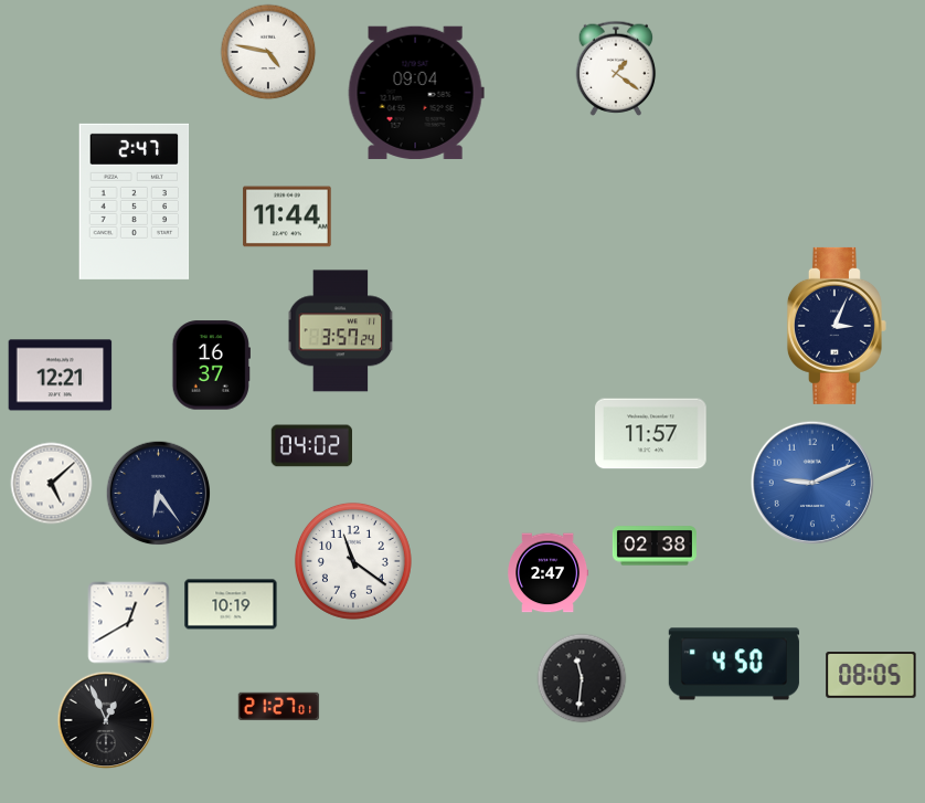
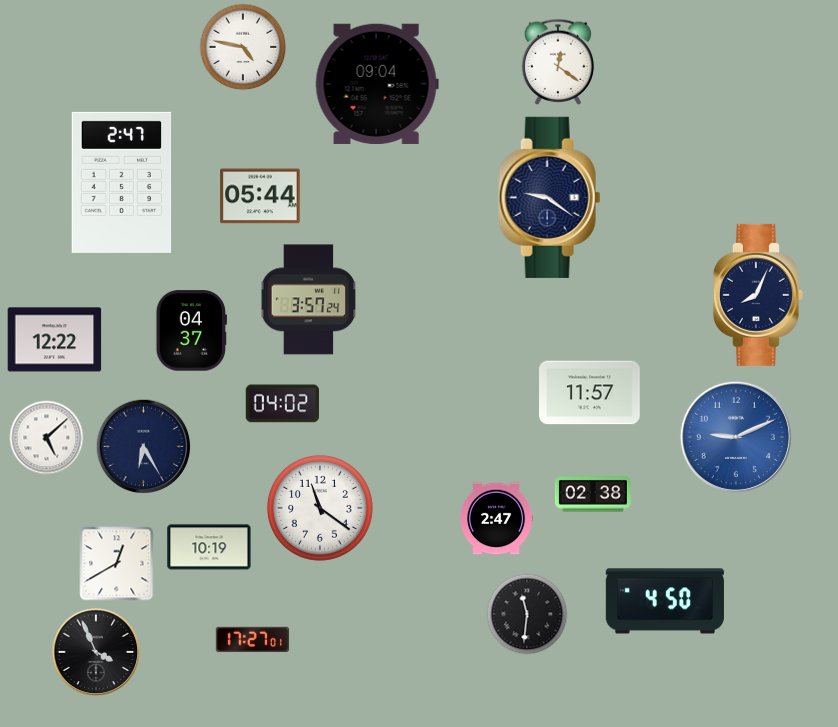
clock at (616, 68): 1:21 -> 12:21
clock at (287, 216): 11:44 -> 05:44
clock at (550, 197): none -> 9:21
clock at (837, 326): 3:04 -> 8:04
clock at (211, 366): 16:37 -> 04:37
clock at (61, 376): 12:21 -> 12:22
clock at (159, 494): 6:24 -> 6:25
clock at (871, 675): 08:05 -> none
clock at (279, 707): 21:27 -> 17:27
clock at (106, 720): 12:56 -> 3:56
